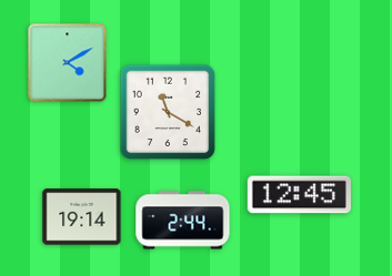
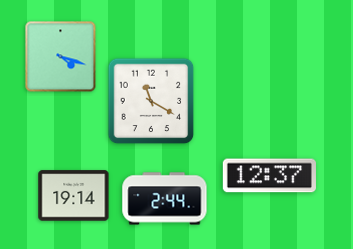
clock at (68, 63): 4:10 -> 4:18
clock at (299, 195): 12:45 -> 12:37
